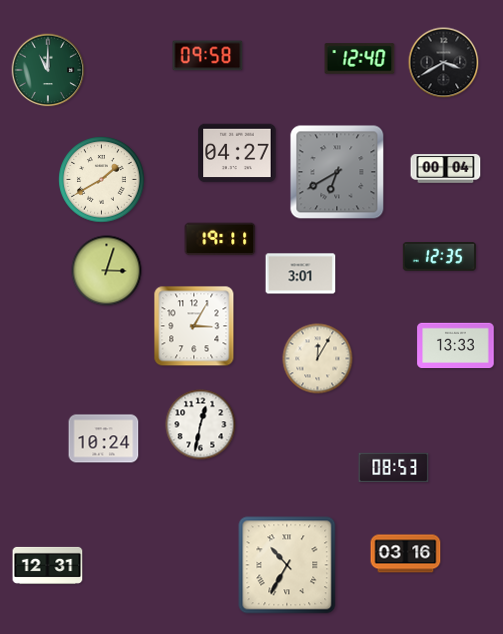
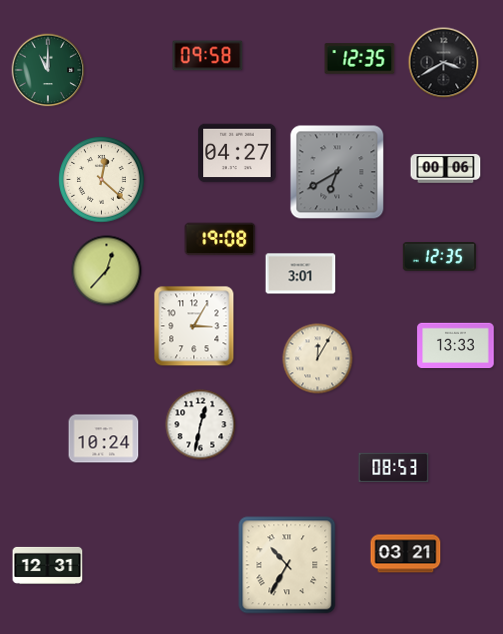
clock at (360, 59): 12:40 -> 12:35
clock at (446, 169): 00:04 -> 00:06
clock at (102, 180): 1:40 -> 12:22
clock at (220, 239): 19:11 -> 19:08
clock at (107, 271): 3:03 -> 12:37
clock at (406, 554): 03:16 -> 03:21
